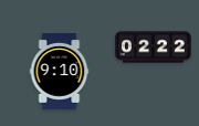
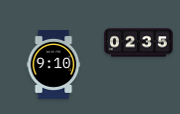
clock at (153, 48): 02:22 -> 02:35
